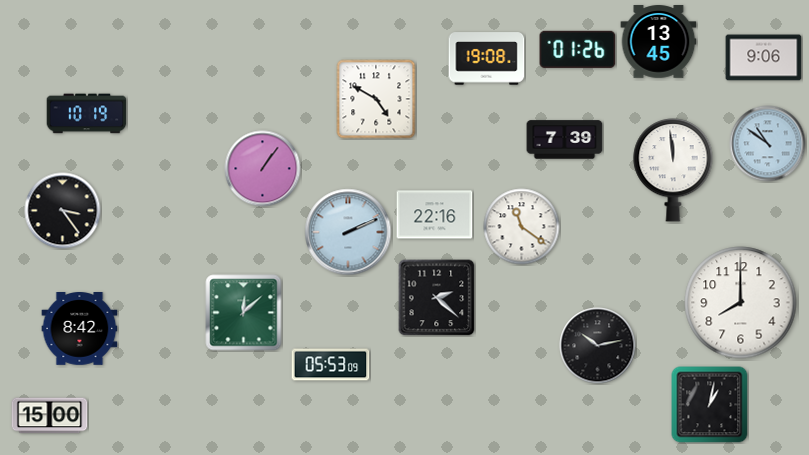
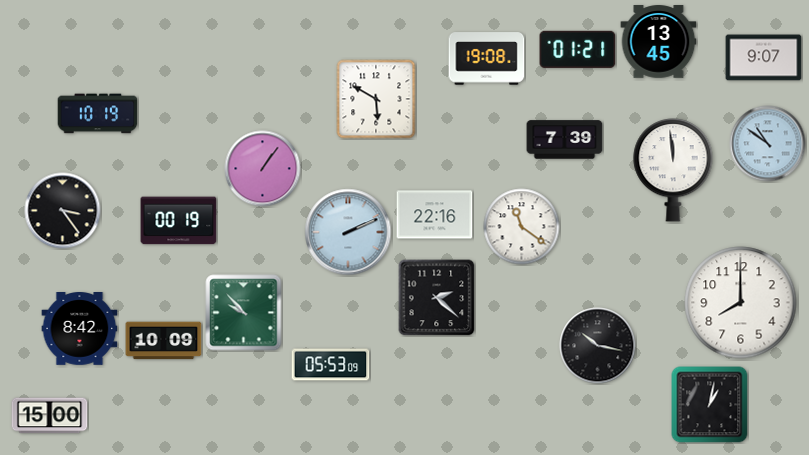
clock at (578, 49): 01:26 -> 01:21
clock at (764, 58): 9:06 -> 9:07
clock at (376, 99): 4:50 -> 5:50
clock at (87, 114) position: (87, 114) -> (98, 114)
clock at (179, 221): none -> 00:19
clock at (244, 313): 12:08 -> 9:53
clock at (164, 341): none -> 10:09
clock at (598, 346): 10:13 -> 10:17
